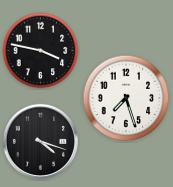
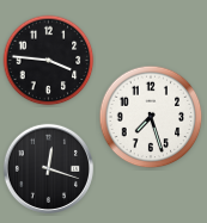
clock at (41, 51): 3:47 -> 3:46
clock at (40, 141): 4:18 -> 12:18
